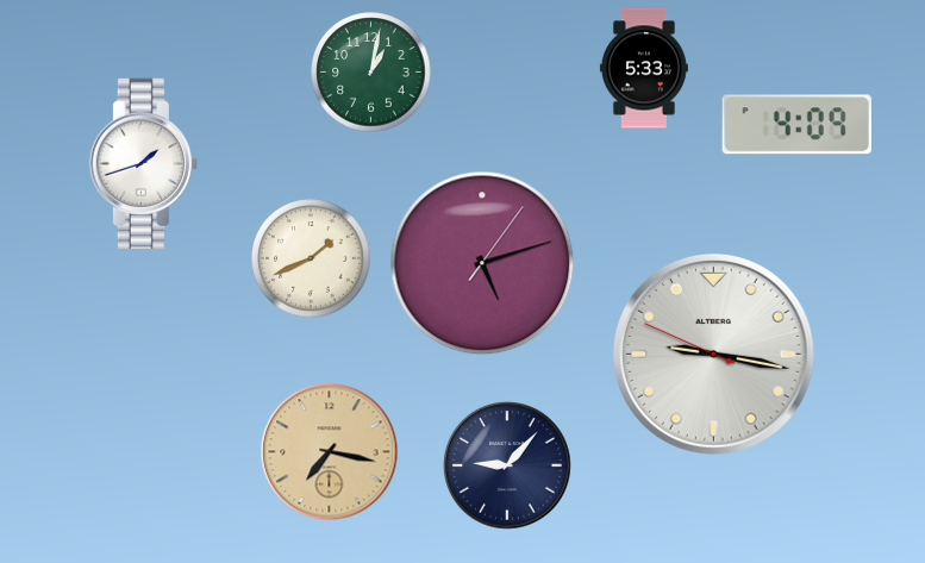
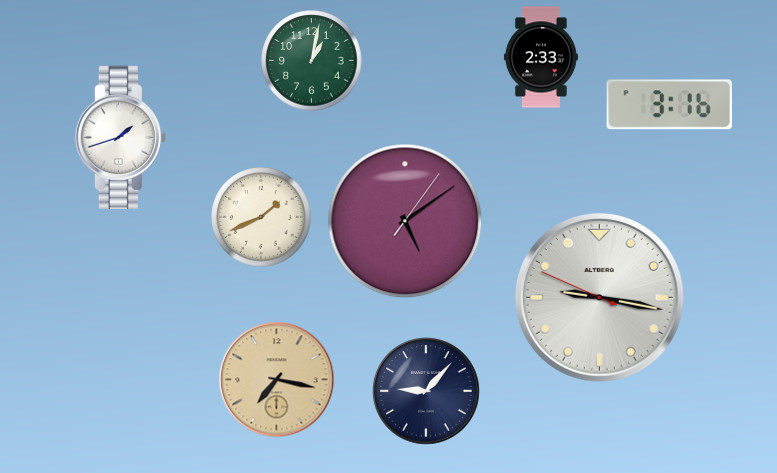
clock at (644, 68): 5:33 -> 2:33
clock at (796, 125): 4:09 -> 3:16
clock at (482, 263): 5:12 -> 5:09
